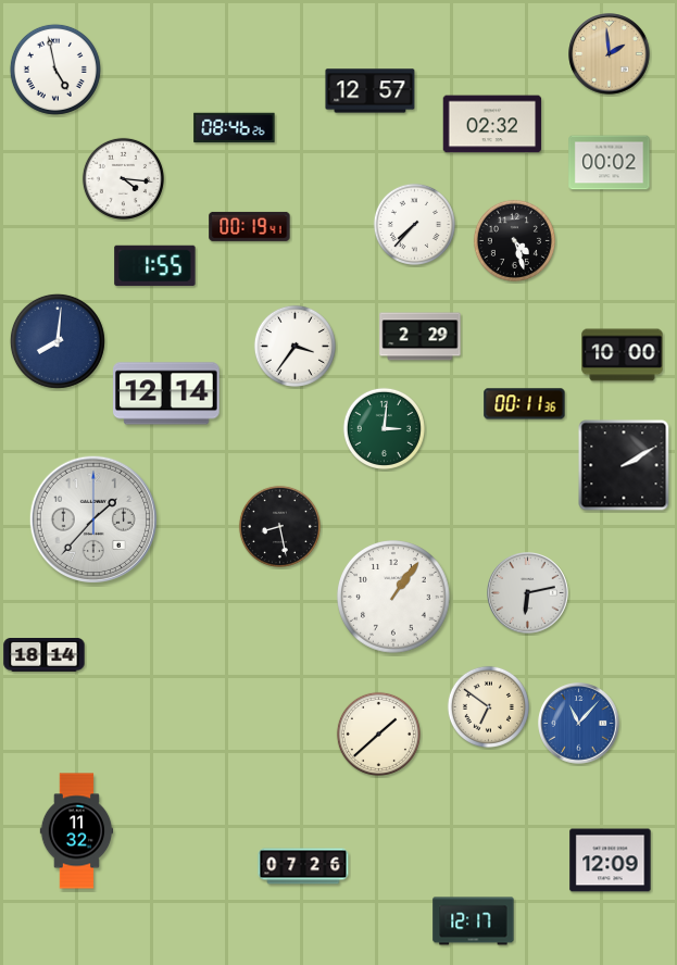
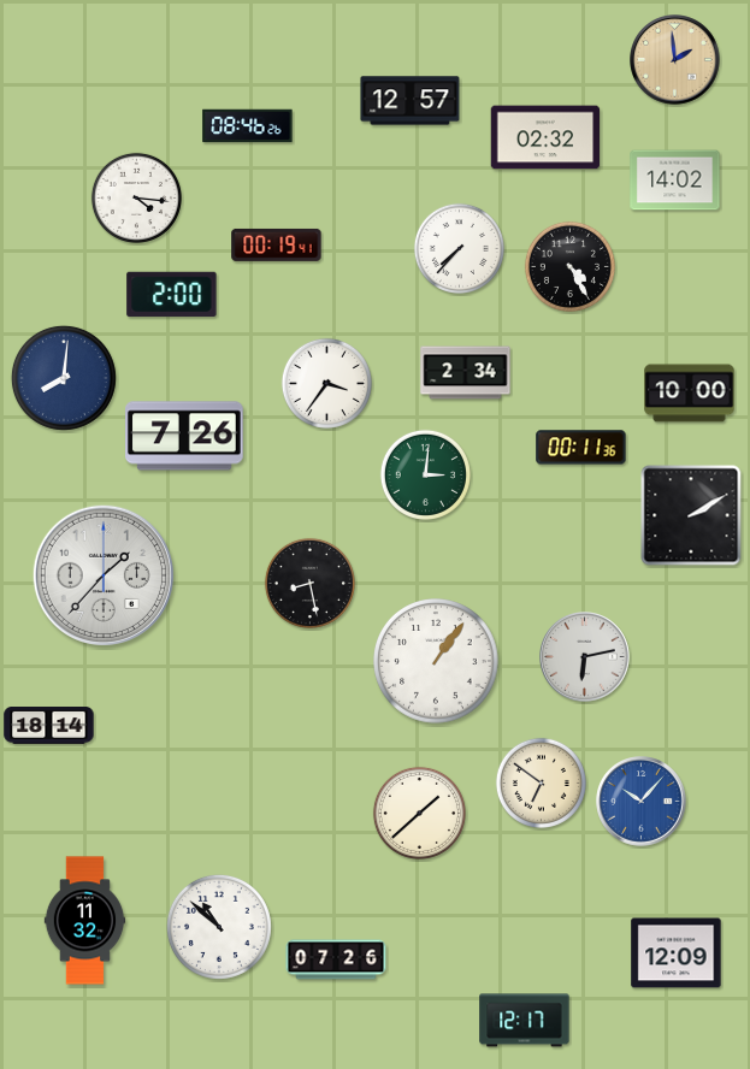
clock at (55, 70): 4:58 -> none
clock at (235, 128) position: (235, 128) -> (248, 126)
clock at (610, 163): 00:02 -> 14:02
clock at (250, 226) position: (250, 226) -> (277, 244)
clock at (514, 240): 4:27 -> 4:25
clock at (155, 265): 1:55 -> 2:00
clock at (421, 337): 2:29 -> 2:34
clock at (167, 393): 12:14 -> 7:26
clock at (579, 724): 11:07 -> 10:07
clock at (219, 927): none -> 10:52
